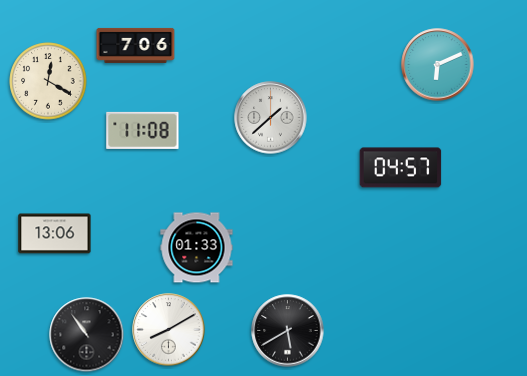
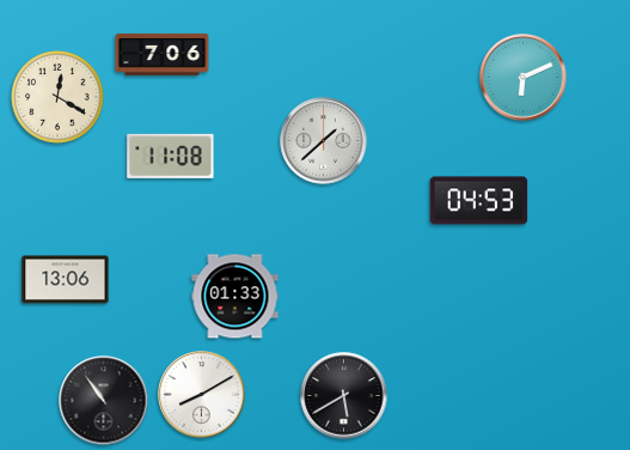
clock at (401, 168): 04:57 -> 04:53
